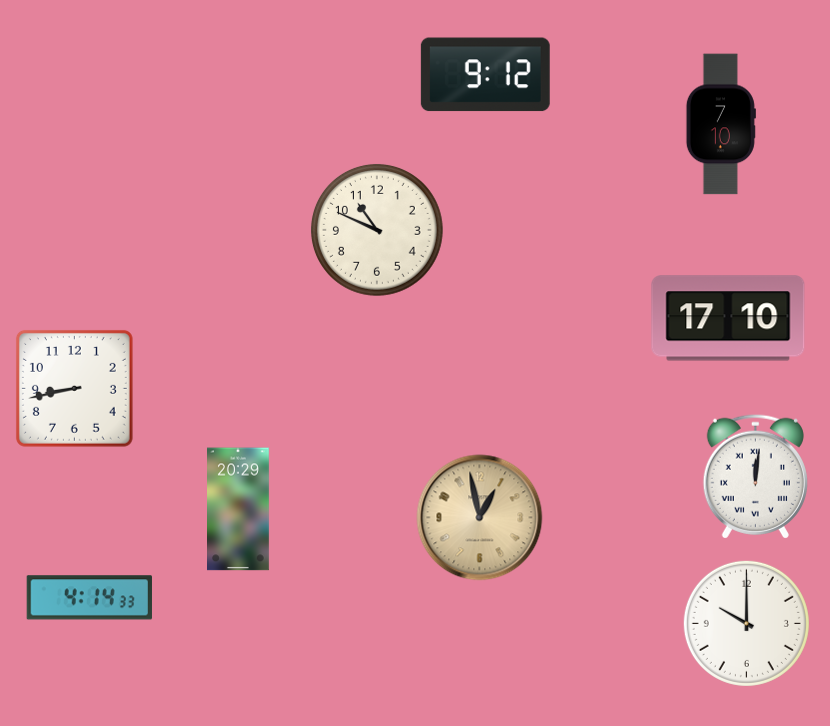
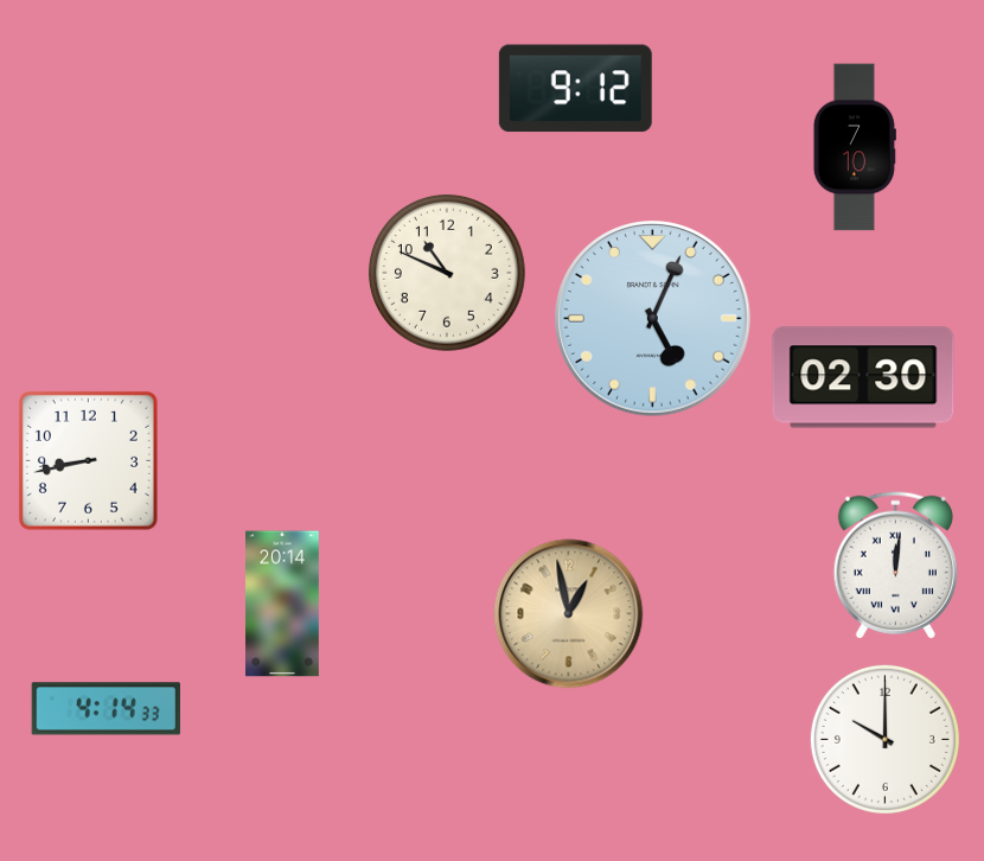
clock at (653, 319): none -> 5:04
clock at (728, 318): 17:10 -> 02:30
clock at (239, 509): 20:29 -> 20:14
